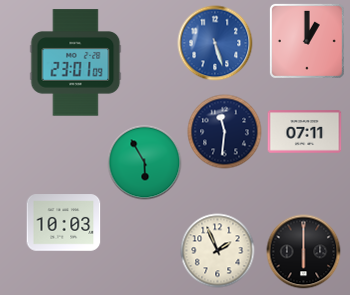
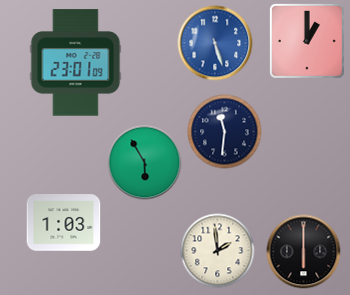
clock at (305, 132): 07:11 -> none
clock at (64, 223): 10:03 -> 1:03
clock at (218, 251): 1:56 -> 1:59
